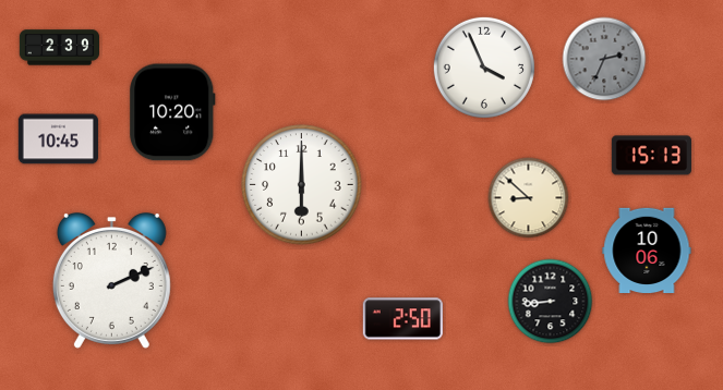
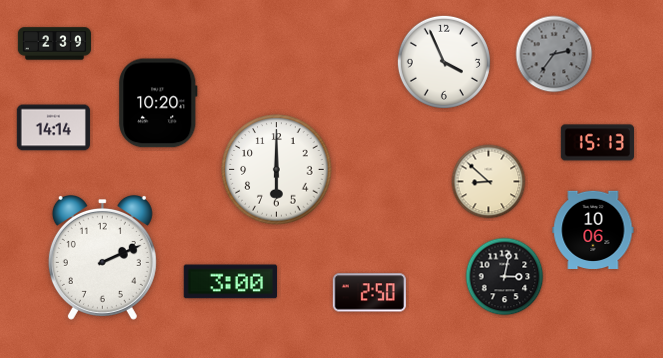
clock at (604, 59): 2:34 -> 2:36
clock at (58, 139): 10:45 -> 14:14
clock at (529, 198) position: (529, 198) -> (489, 182)
clock at (551, 302): 8:44 -> 3:02
clock at (231, 282): none -> 3:00
